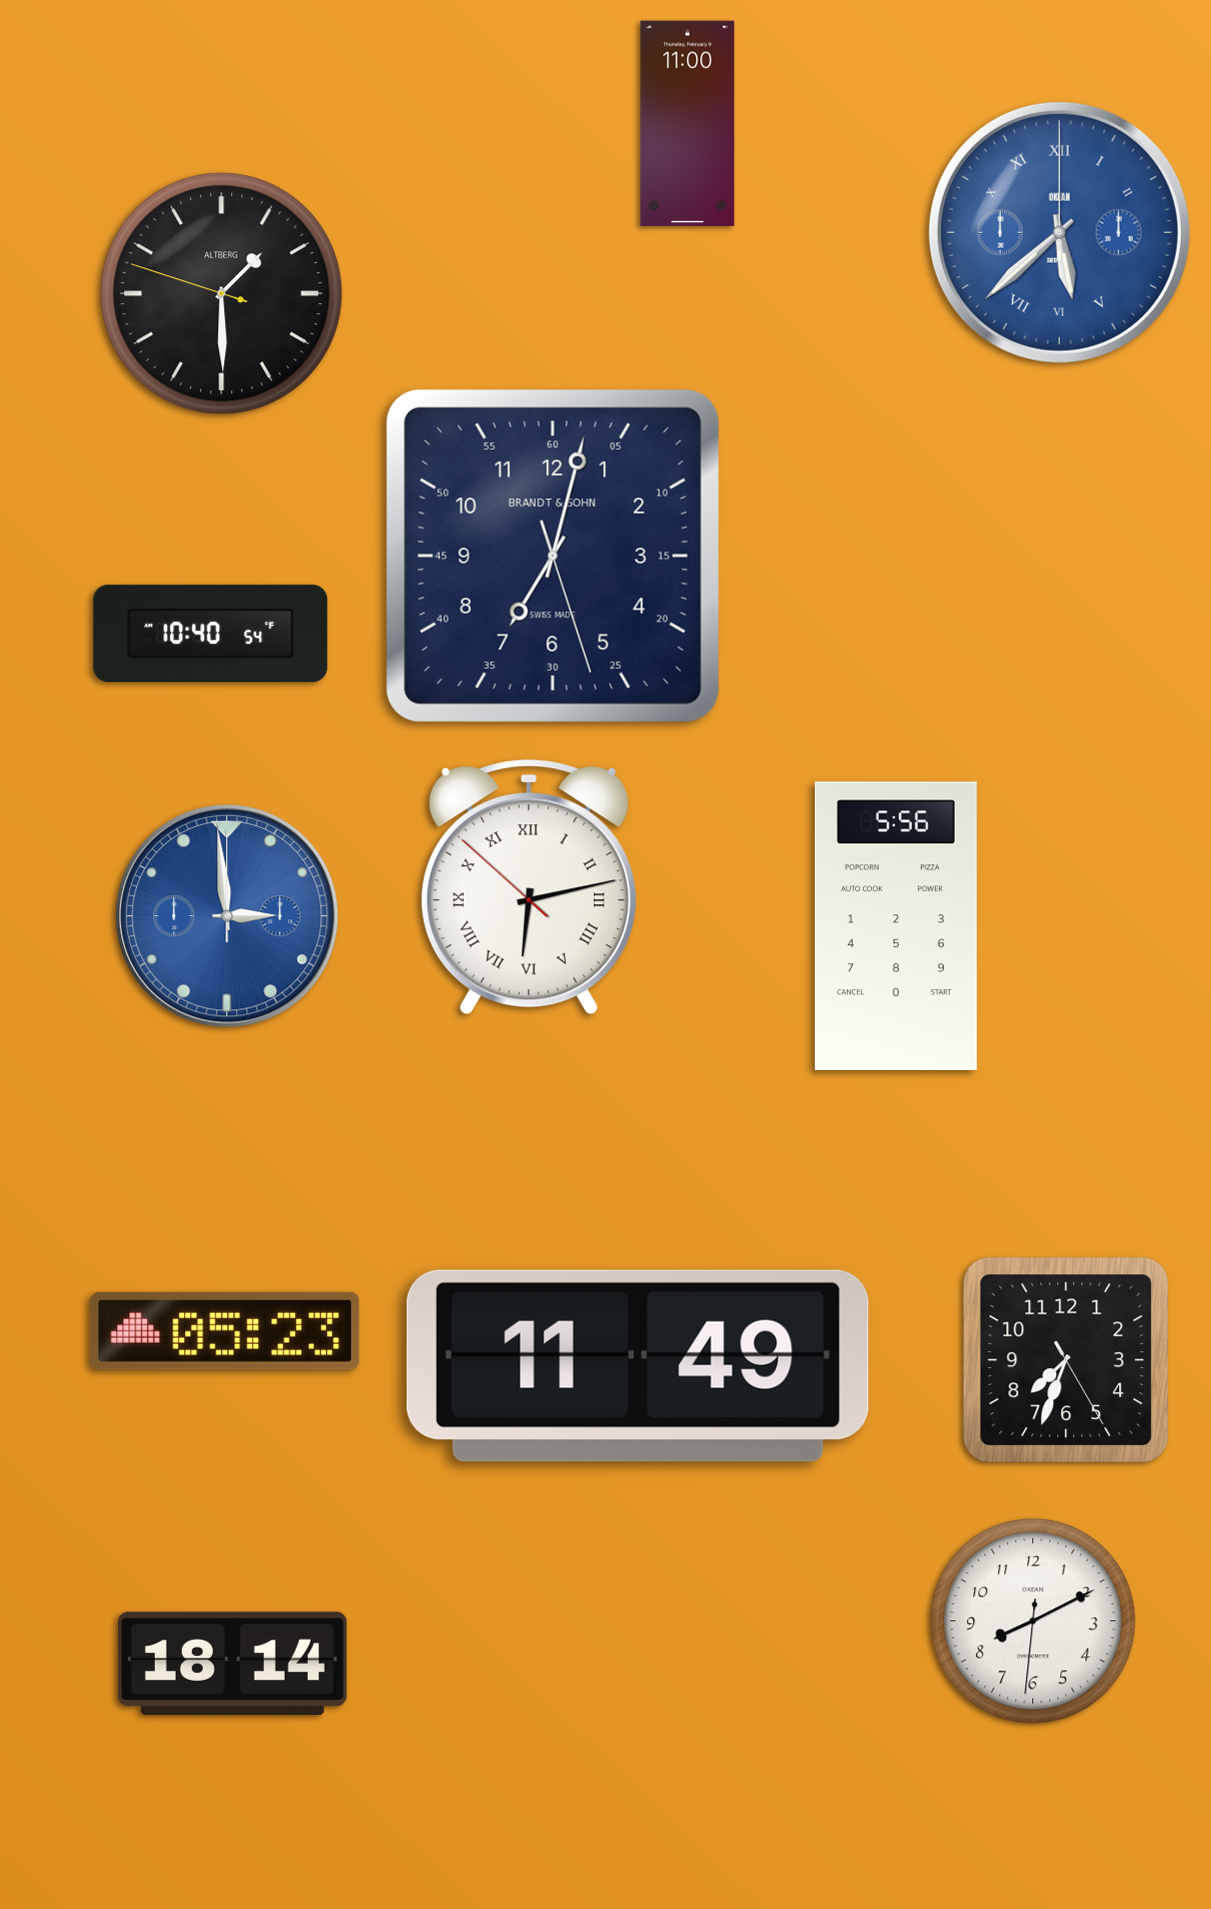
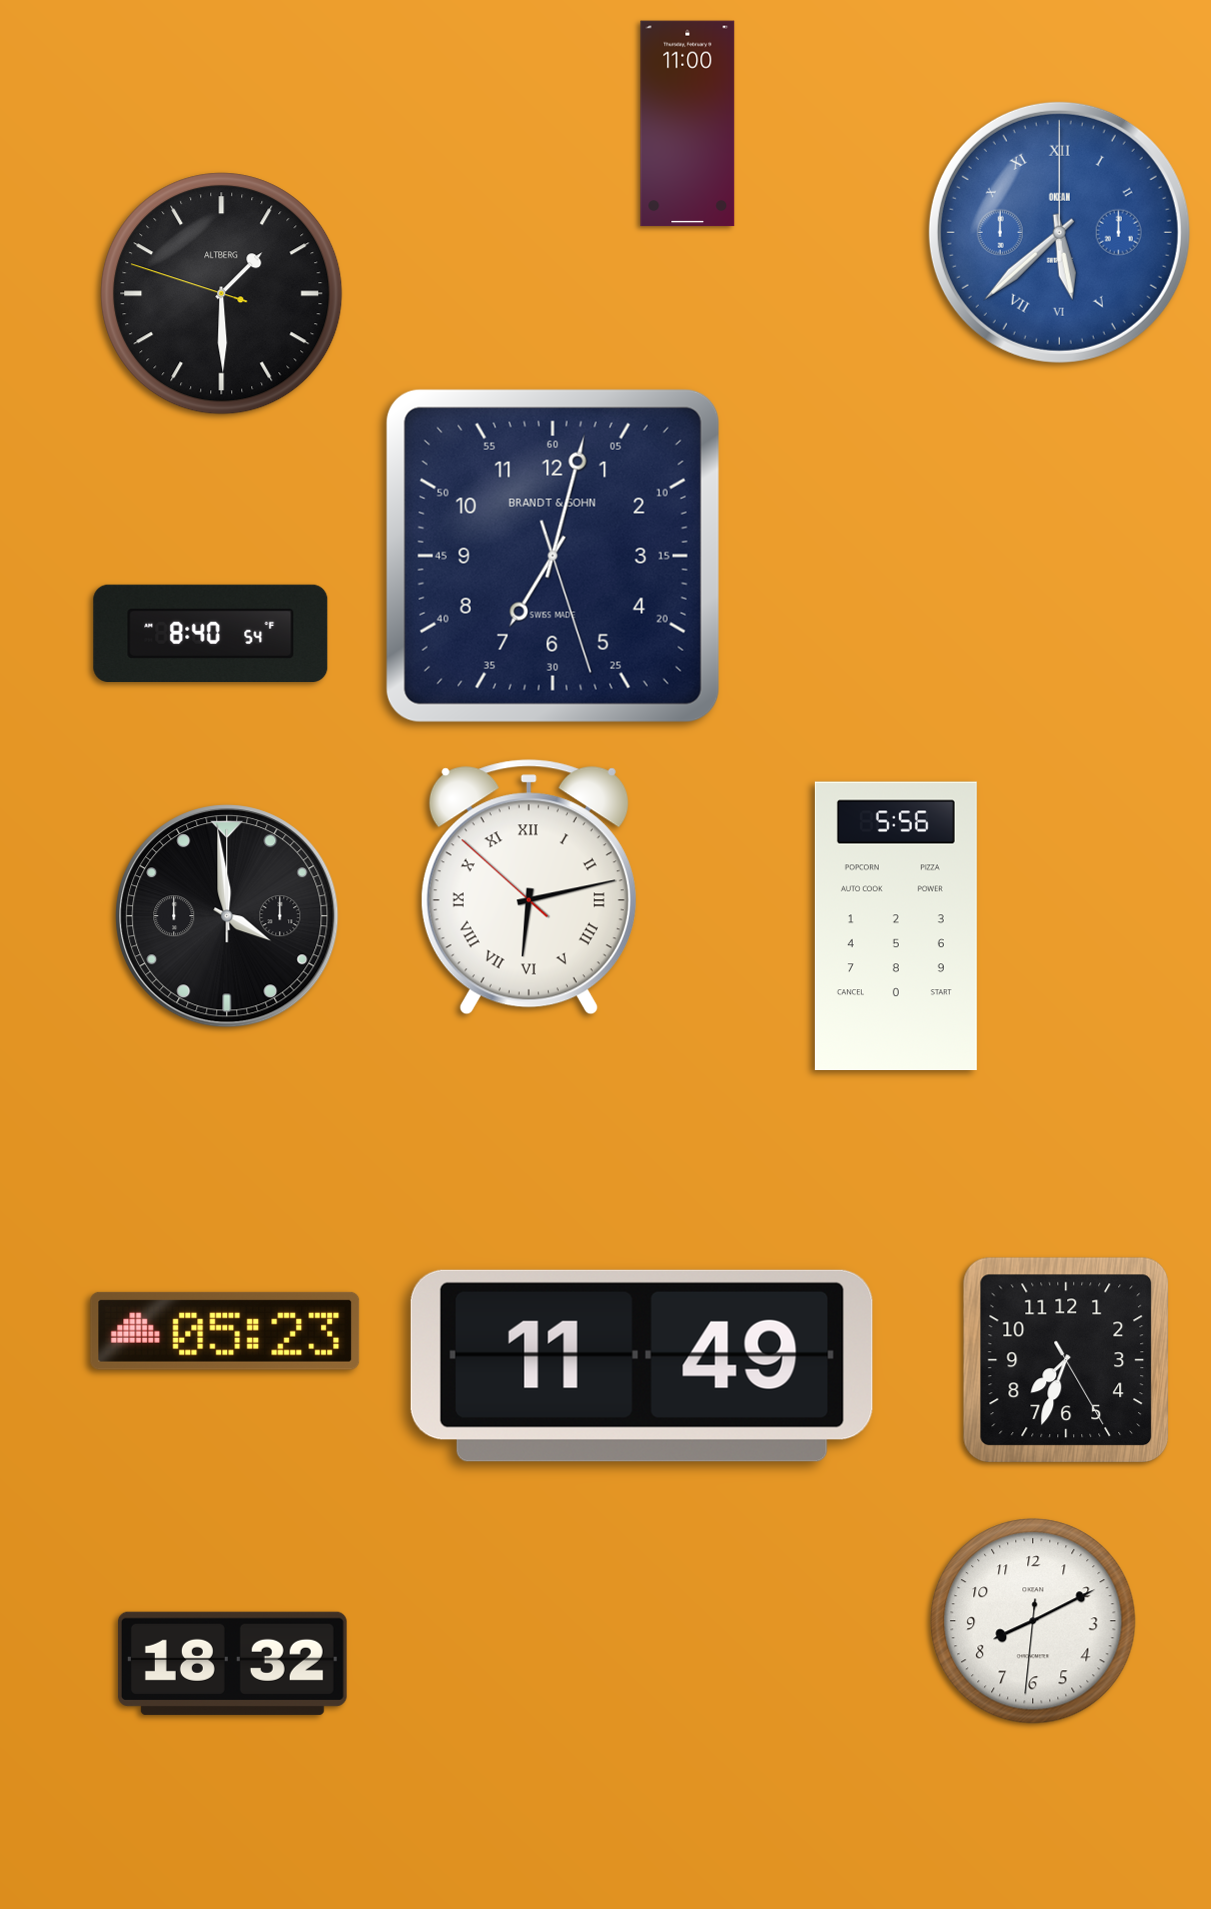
clock at (211, 633): 10:40 -> 8:40
clock at (227, 916): 2:59 -> 3:59
clock at (227, 916) dial: blue -> black
clock at (638, 1366) position: (638, 1366) -> (642, 1366)
clock at (232, 1663): 18:14 -> 18:32
